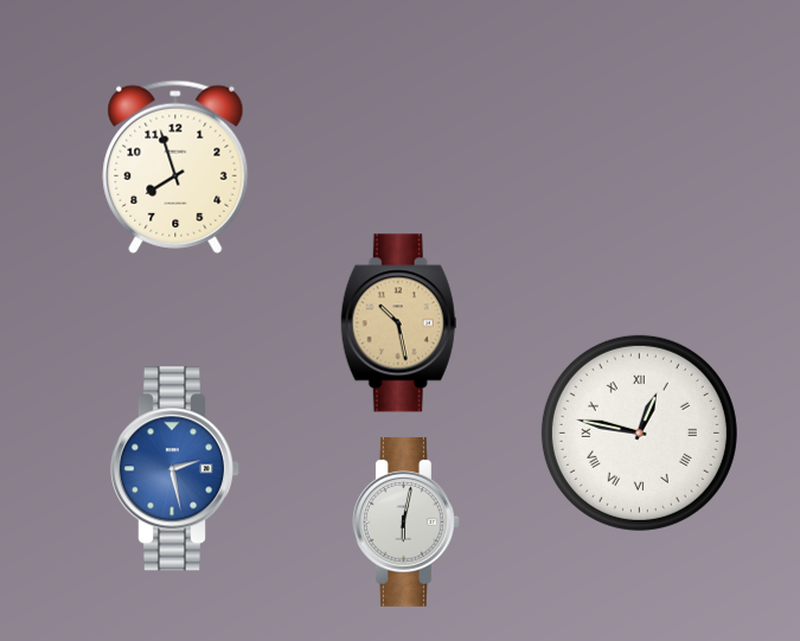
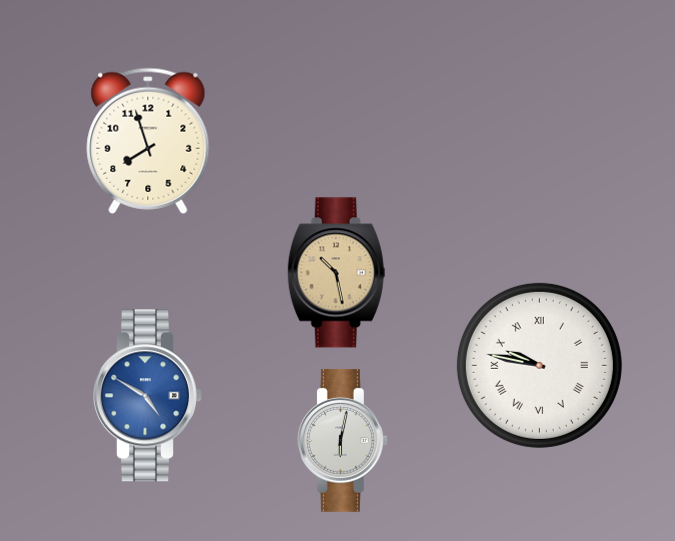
clock at (639, 432): 12:47 -> 9:47
clock at (174, 469): 2:28 -> 4:50
